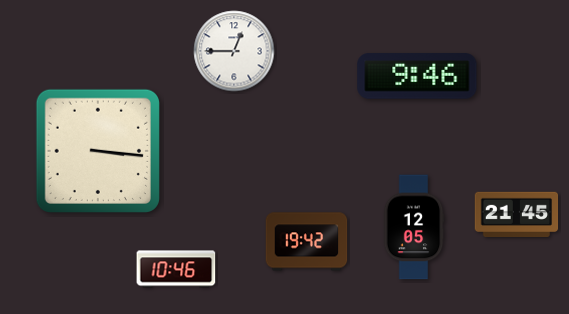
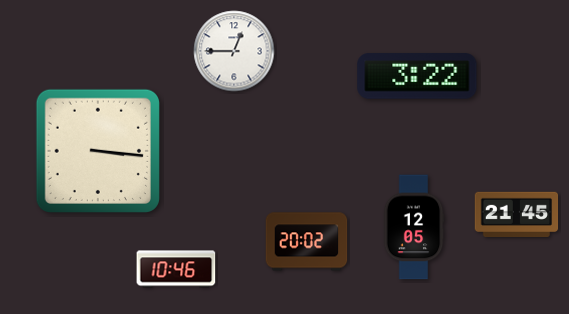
clock at (417, 76): 9:46 -> 3:22
clock at (307, 242): 19:42 -> 20:02
